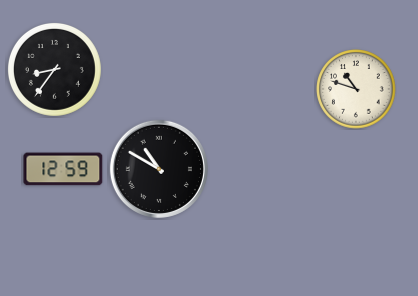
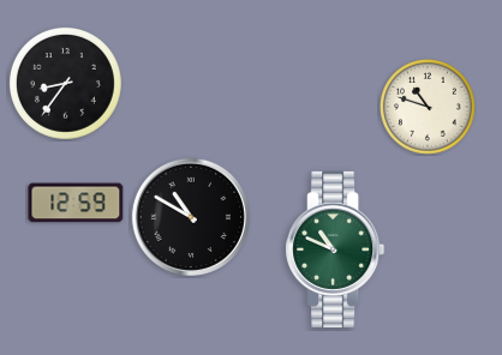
clock at (159, 169) position: (159, 169) -> (191, 217)
clock at (335, 249): none -> 10:49
